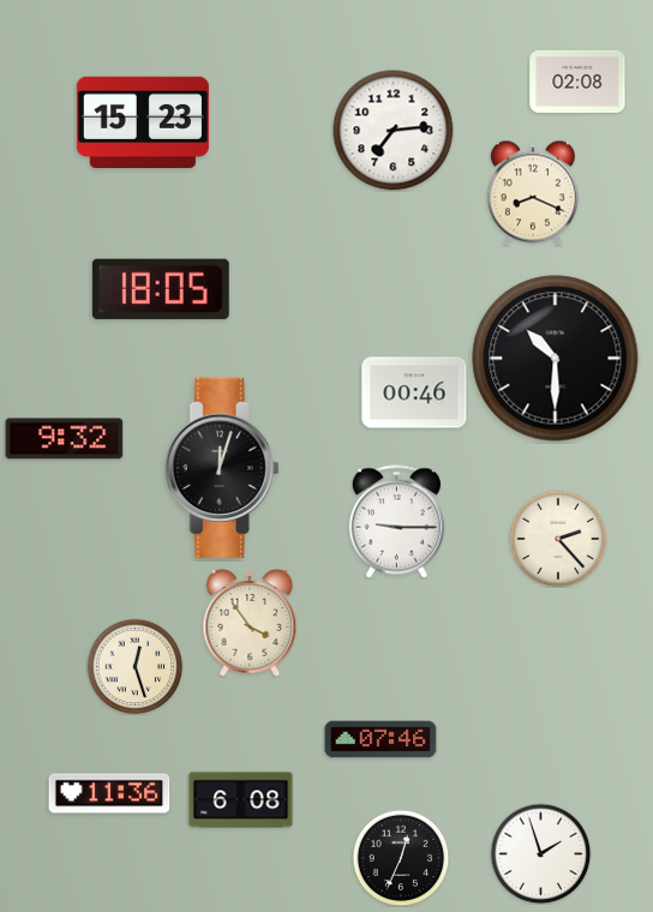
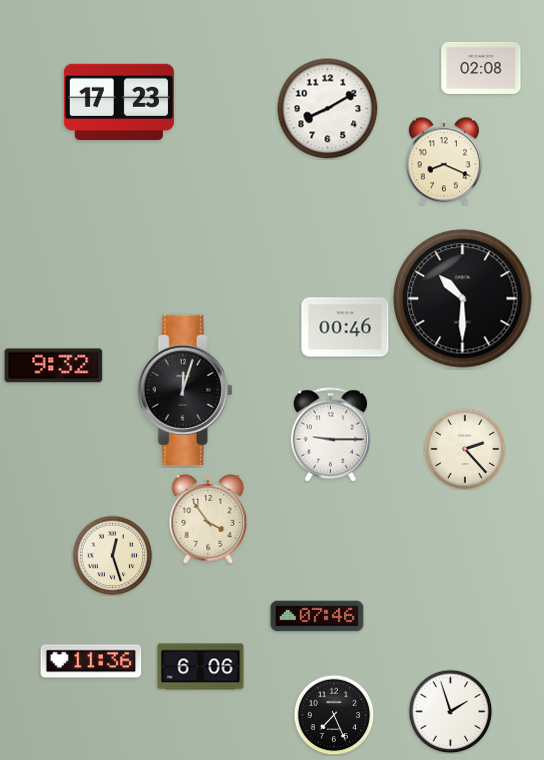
clock at (143, 121): 15:23 -> 17:23
clock at (394, 131): 7:14 -> 8:10
clock at (161, 289): 18:05 -> none
clock at (241, 800): 6:08 -> 6:06
clock at (401, 858): 12:34 -> 7:26
